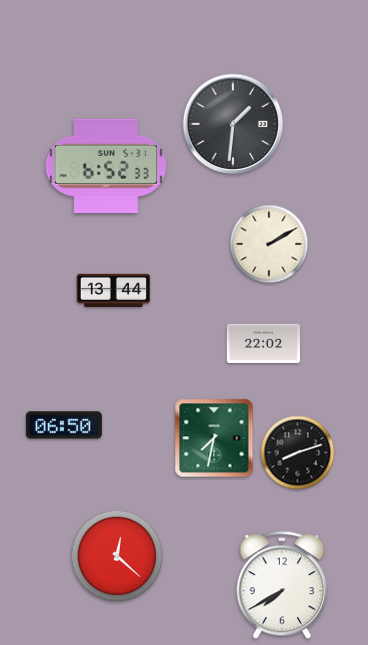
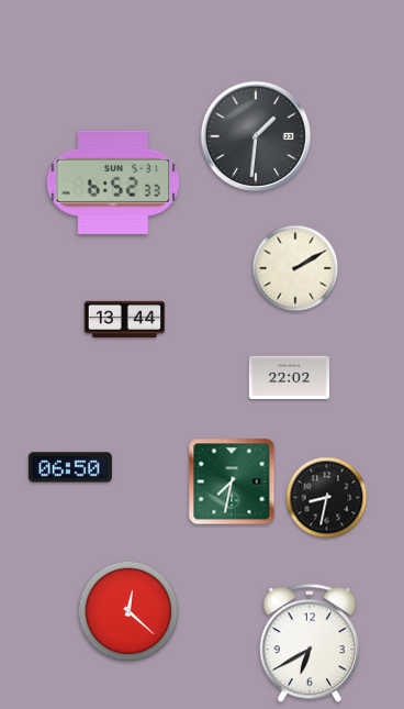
clock at (106, 165) position: (106, 165) -> (113, 181)
clock at (214, 438) position: (214, 438) -> (232, 481)
clock at (298, 453): 8:12 -> 8:32
clock at (281, 586): 7:40 -> 6:40
